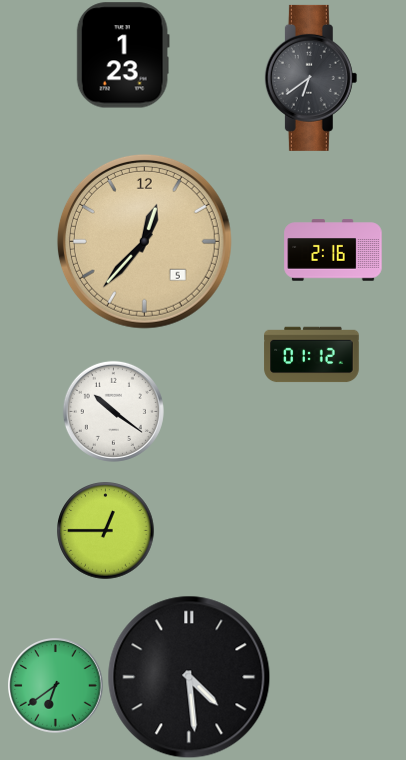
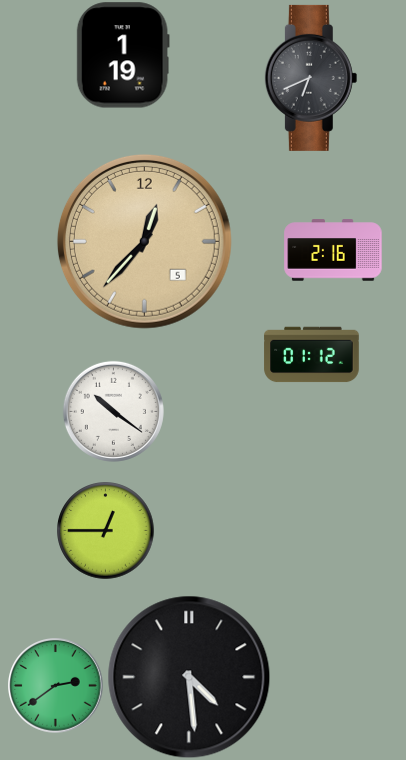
clock at (123, 55): 1:23 -> 1:19
clock at (311, 78): 6:39 -> 6:41
clock at (56, 686): 6:39 -> 2:39
